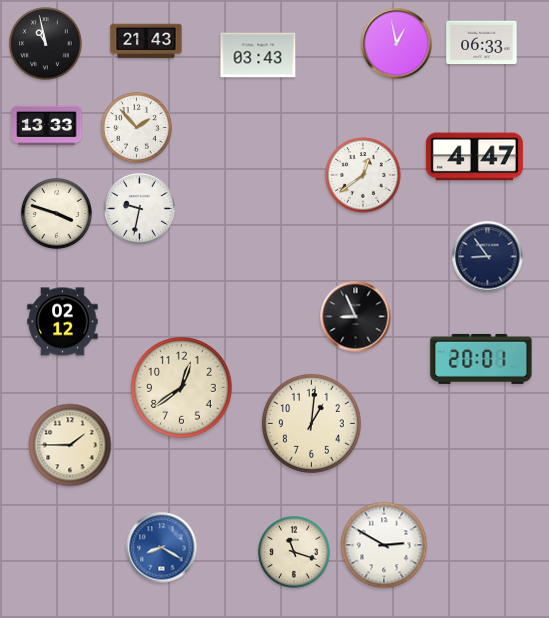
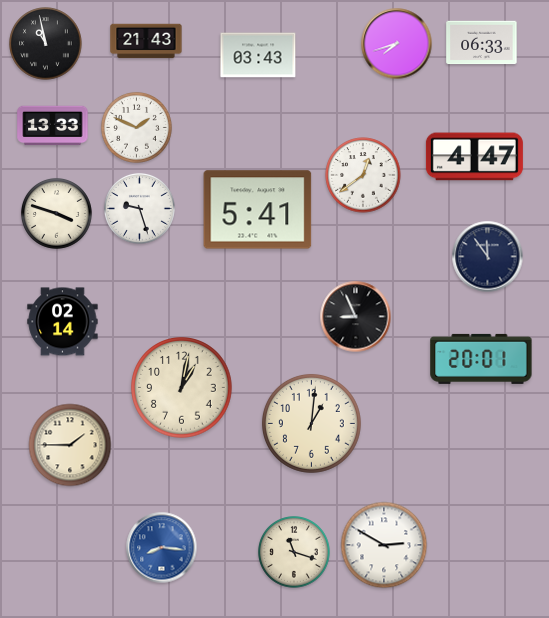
clock at (397, 44): 12:58 -> 7:42
clock at (47, 126) position: (47, 126) -> (53, 126)
clock at (136, 127): 1:53 -> 1:49
clock at (139, 208): 9:32 -> 9:27
clock at (258, 210): none -> 5:41
clock at (488, 257): 8:54 -> 11:54
clock at (63, 322): 02:12 -> 02:14
clock at (182, 388): 12:39 -> 1:02
clock at (162, 548): 8:20 -> 8:16
